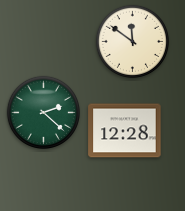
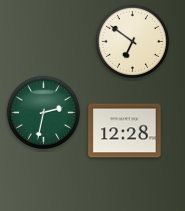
clock at (132, 41): 11:51 -> 6:51
clock at (43, 112): 2:22 -> 2:32
